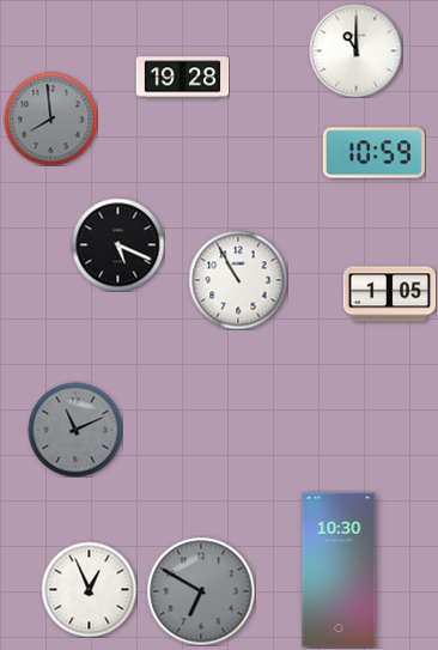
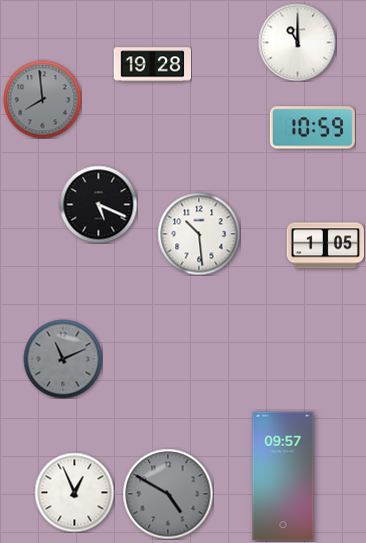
clock at (238, 280): 10:55 -> 10:29
clock at (339, 570): 10:30 -> 09:57
clock at (201, 591): 6:50 -> 4:50
